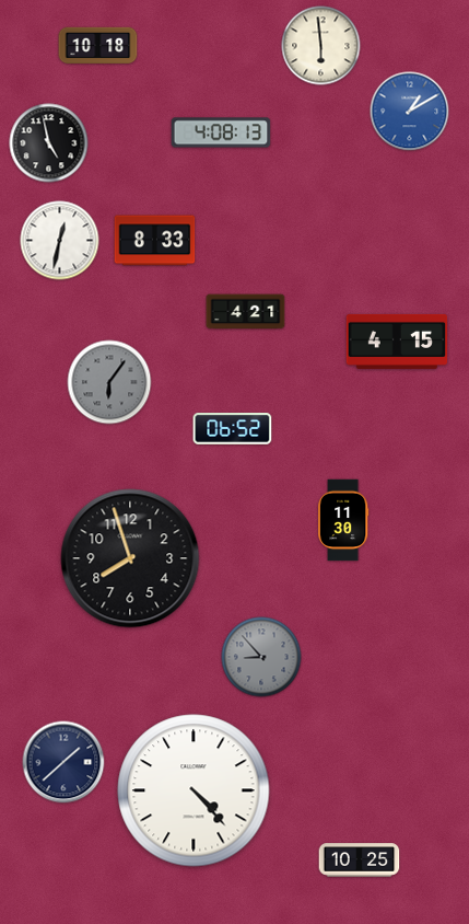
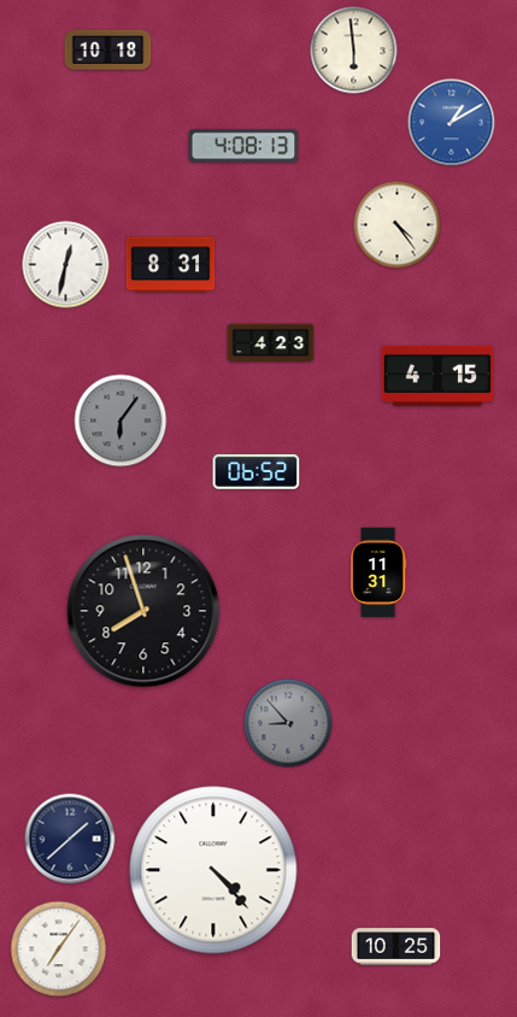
clock at (49, 143): 4:58 -> none
clock at (398, 225): none -> 4:24
clock at (155, 241): 8:33 -> 8:31
clock at (246, 312): 4:21 -> 4:23
clock at (344, 520): 11:30 -> 11:31
clock at (130, 558) position: (130, 558) -> (143, 611)
clock at (59, 950): none -> 7:06
